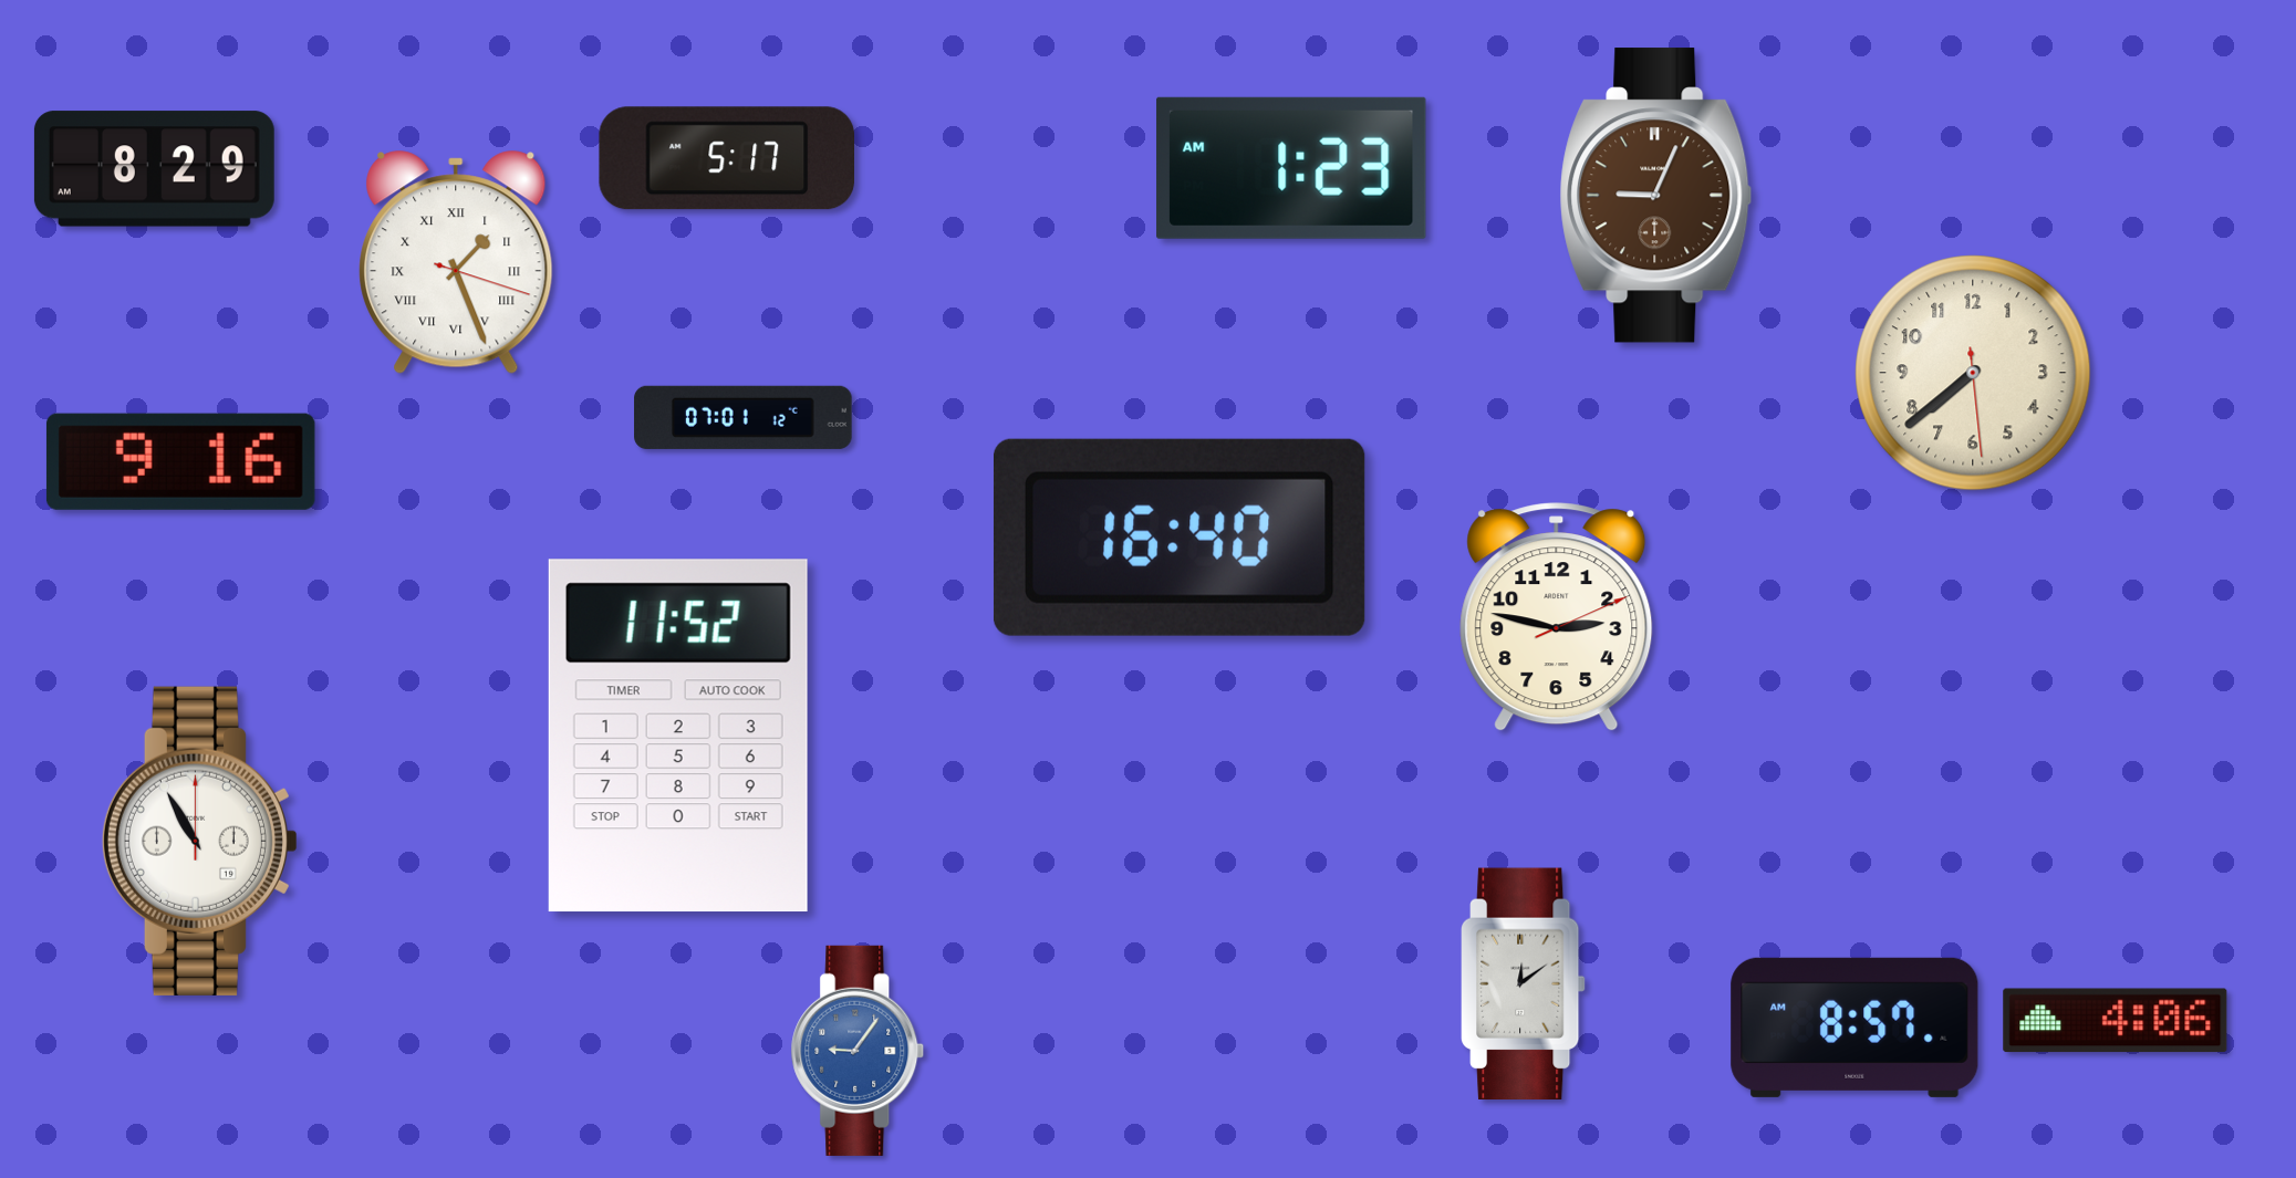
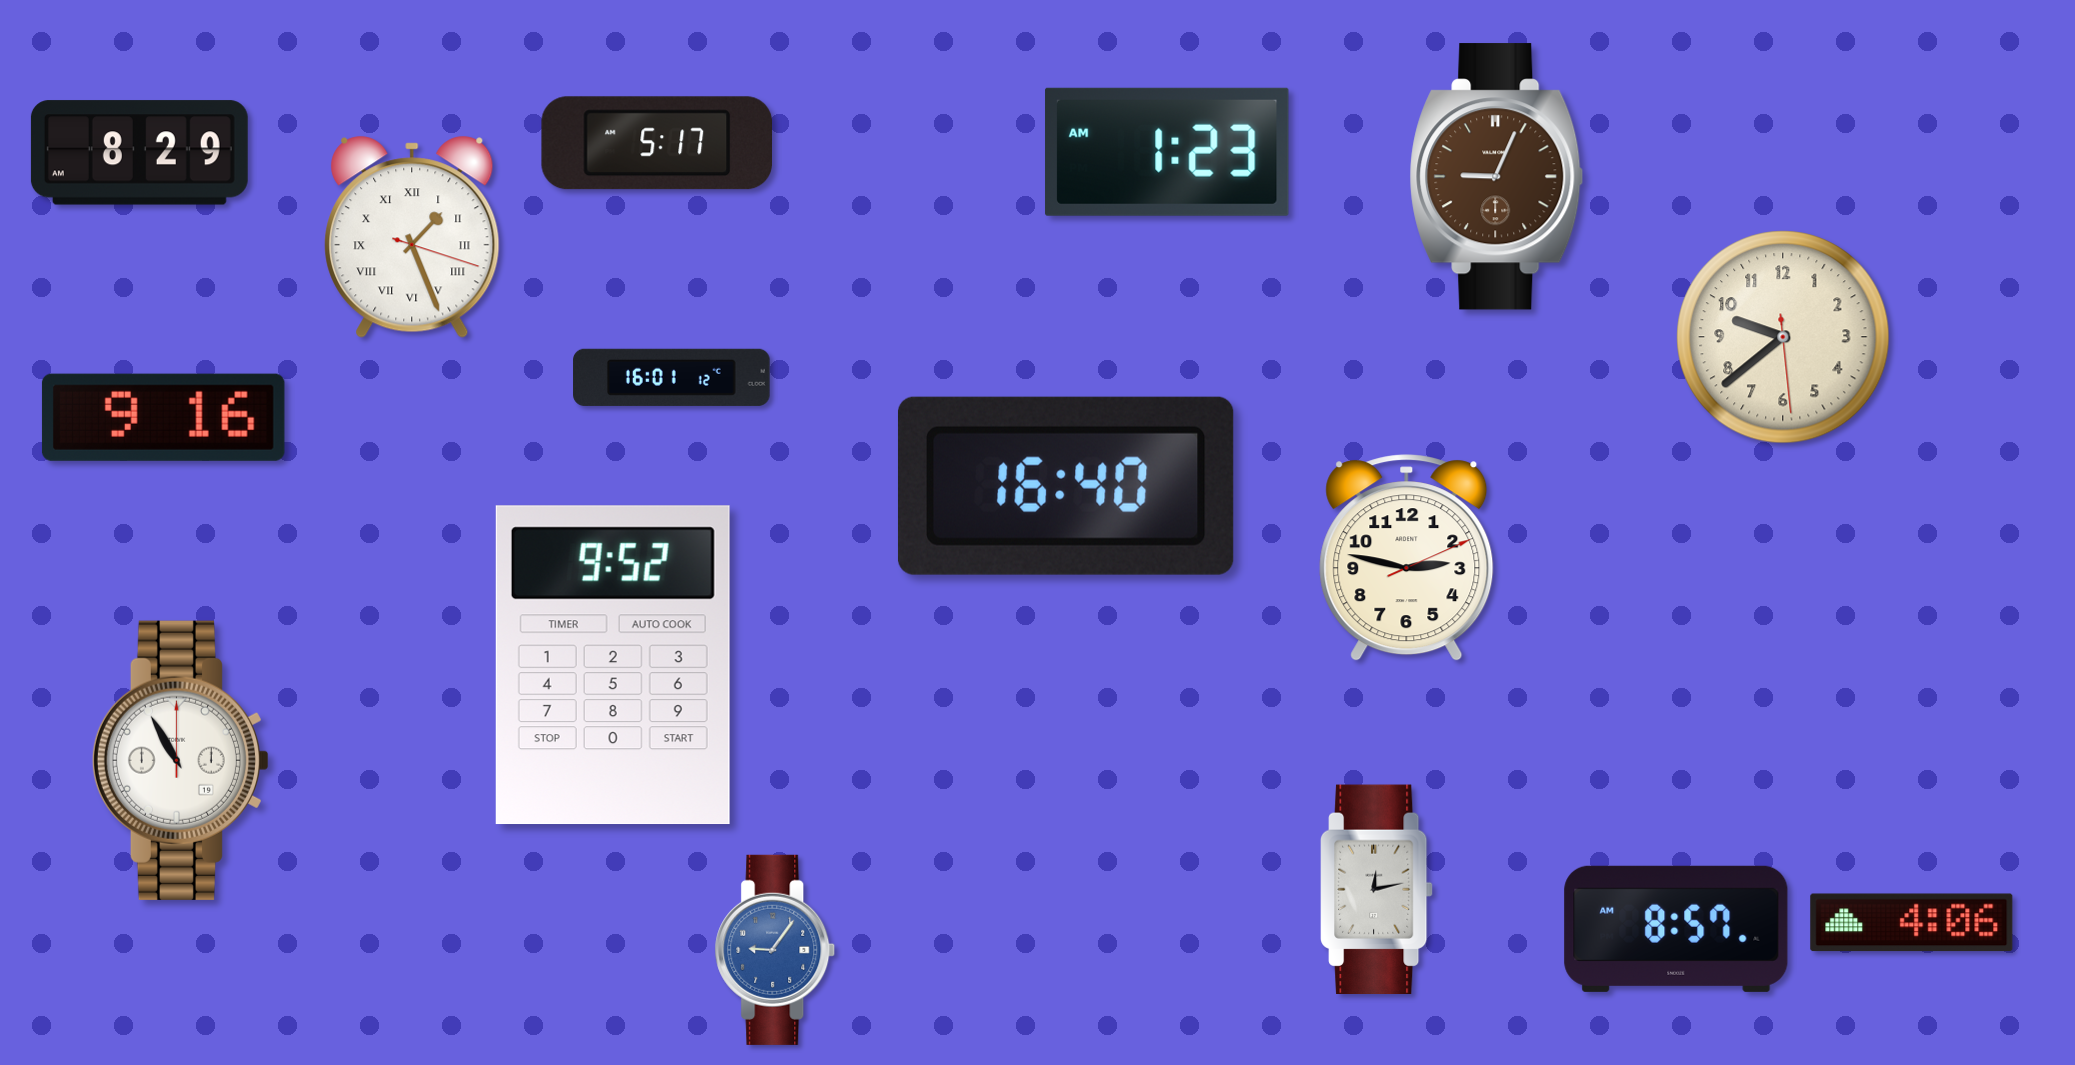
clock at (1973, 373): 7:38 -> 9:38
clock at (744, 417): 07:01 -> 16:01
clock at (678, 736): 11:52 -> 9:52
clock at (1524, 983): 12:09 -> 12:13
